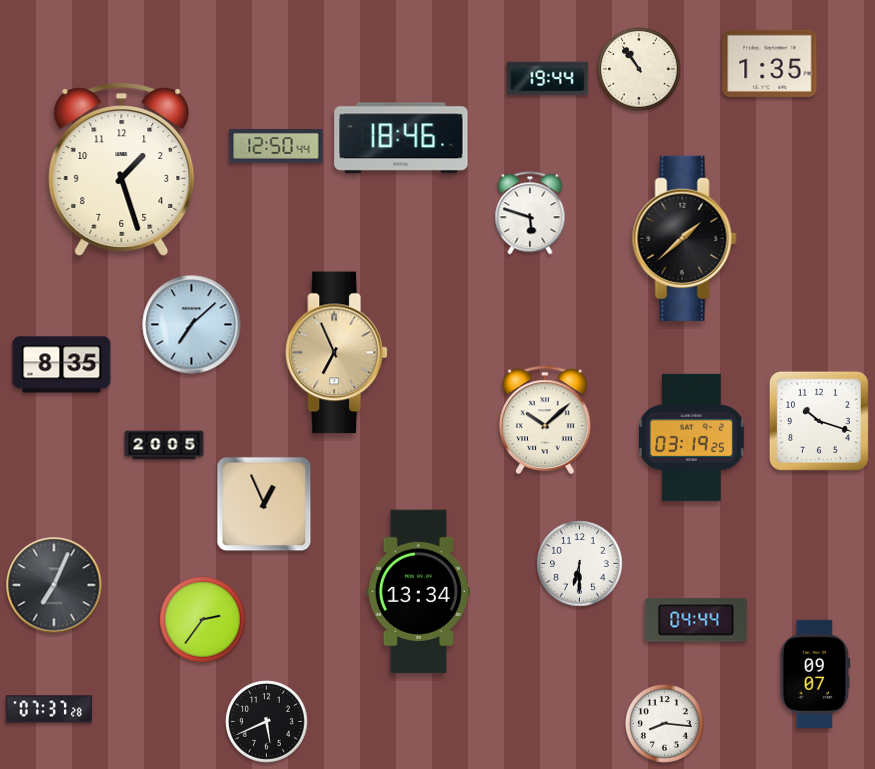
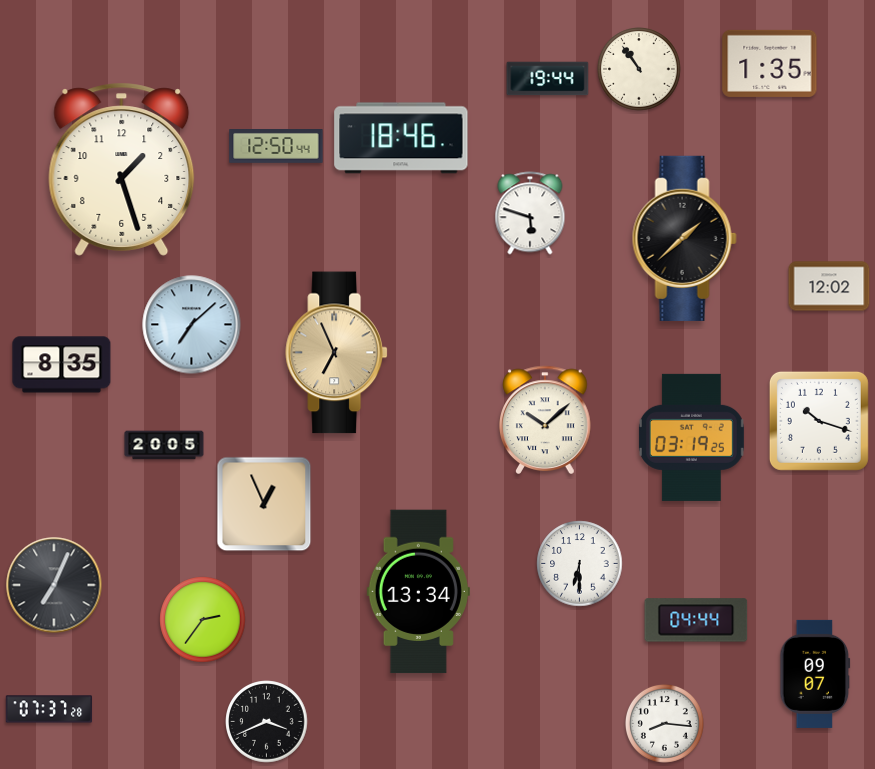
clock at (829, 286): none -> 12:02
clock at (267, 722): 5:41 -> 3:41
